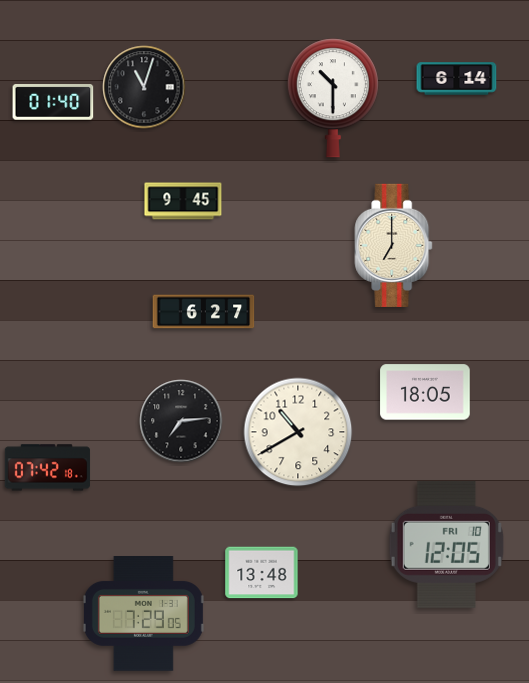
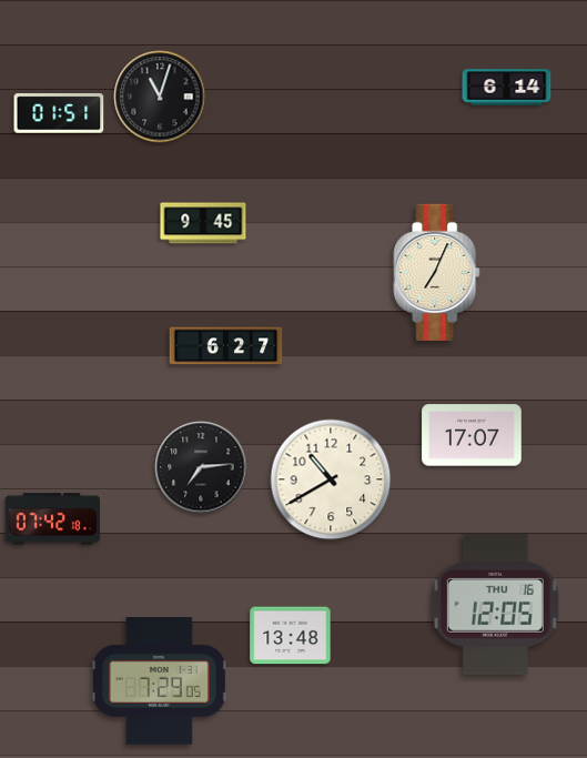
clock at (333, 98): 10:30 -> none
clock at (53, 102): 01:40 -> 01:51
clock at (394, 245): 7:00 -> 7:04
clock at (425, 392): 18:05 -> 17:07
clock at (446, 544) date: FRI 10 -> THU 16
